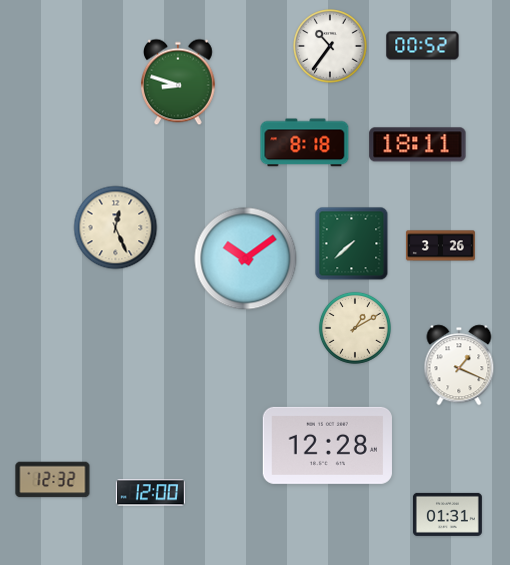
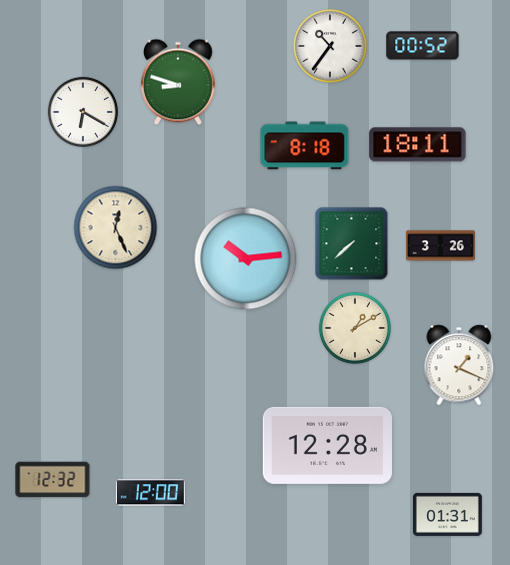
clock at (83, 112): none -> 6:20
clock at (305, 143) position: (305, 143) -> (305, 146)
clock at (246, 259): 10:09 -> 10:14
